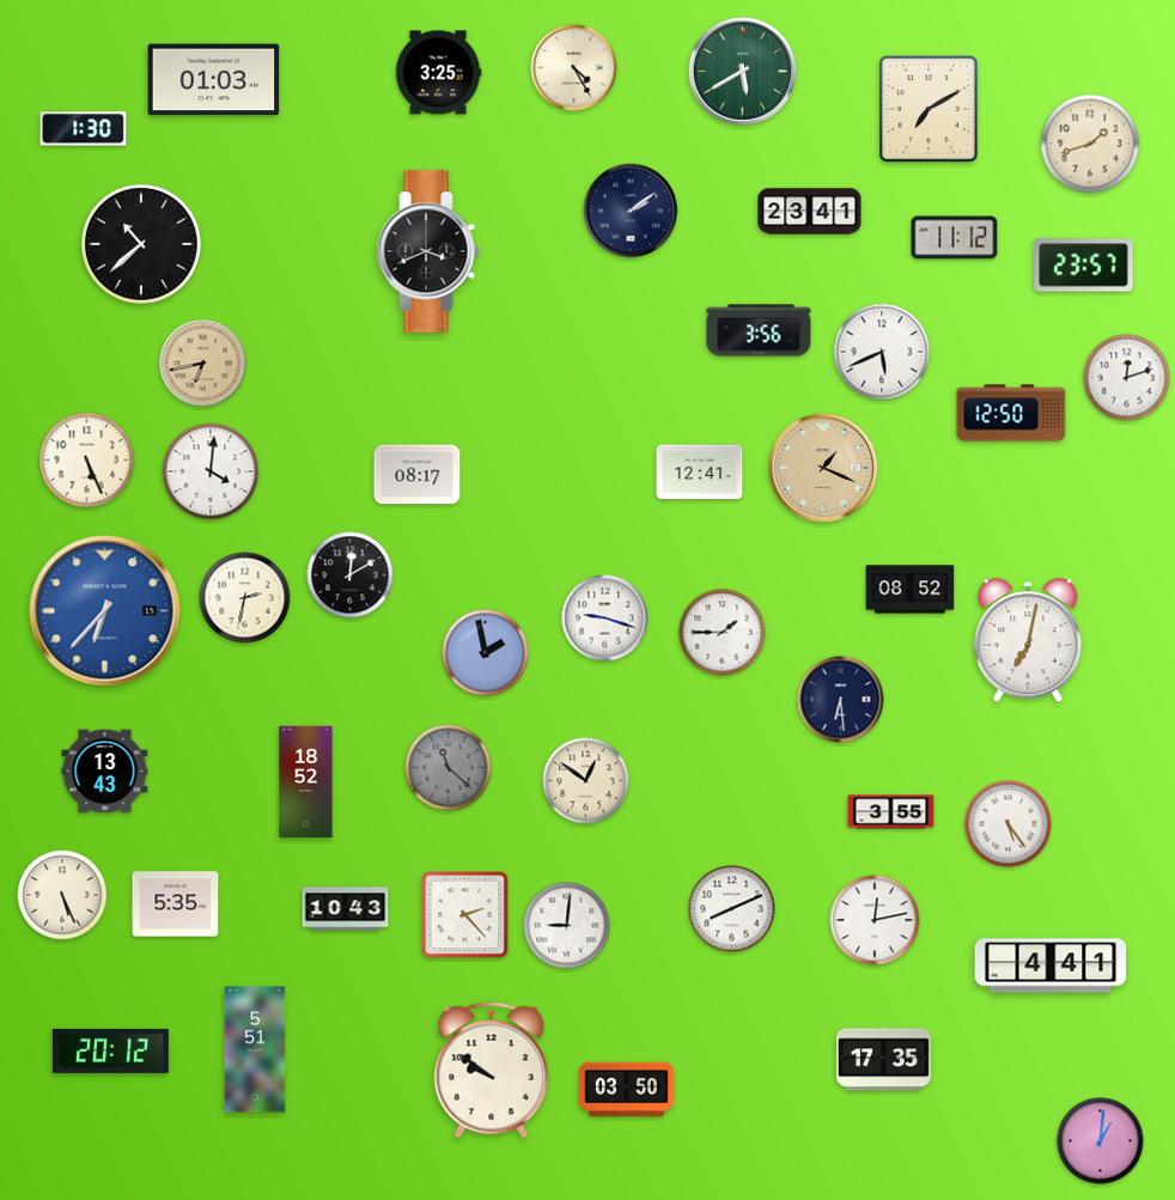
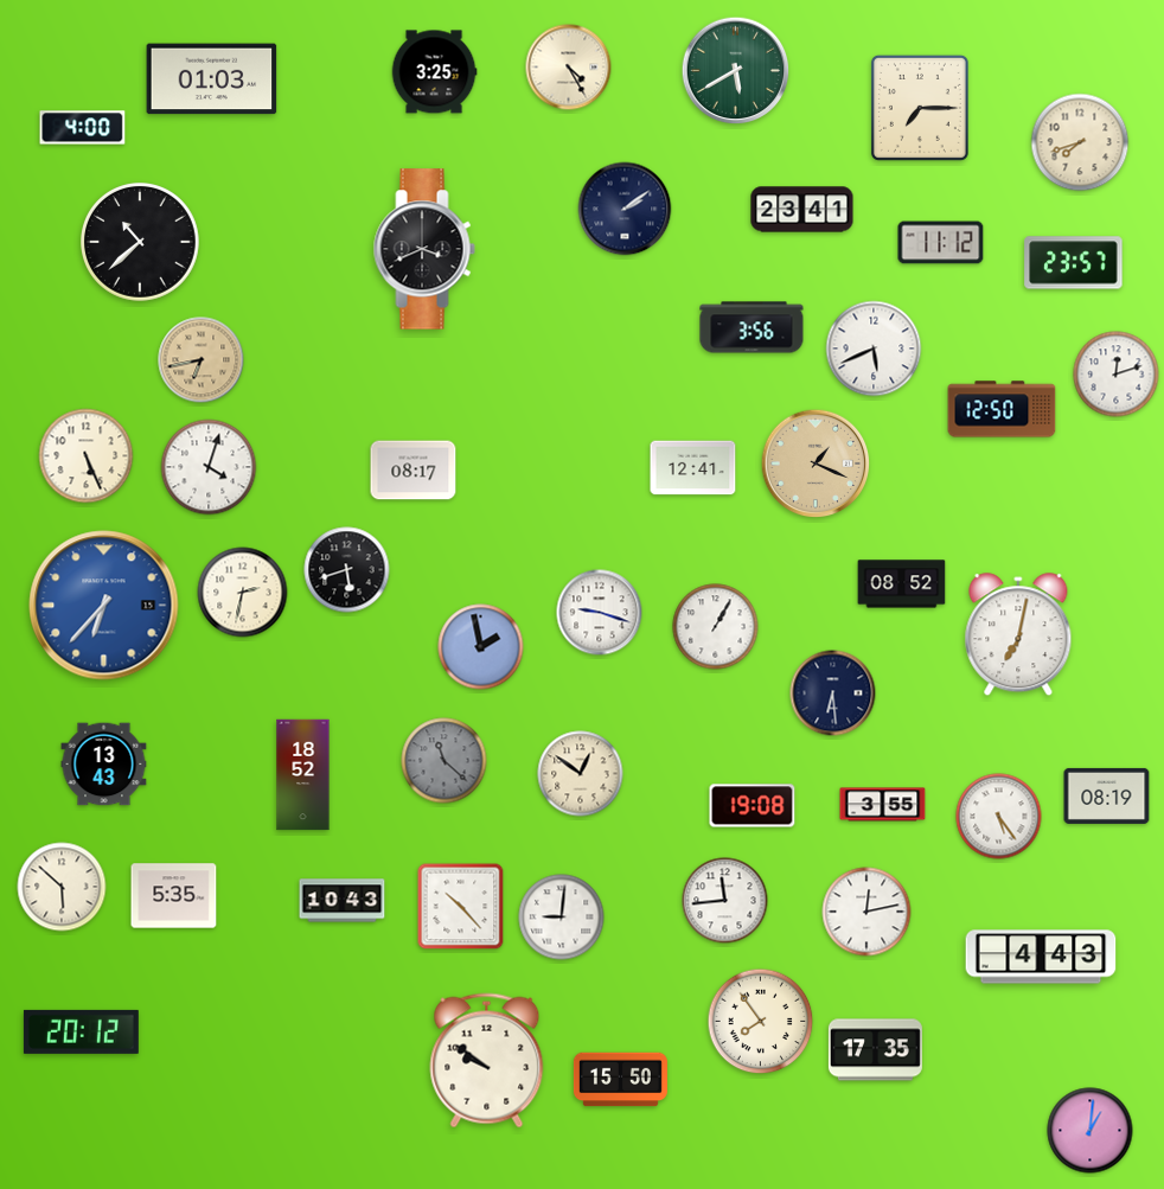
clock at (929, 109): 7:10 -> 7:15
clock at (84, 129): 1:30 -> 4:00
clock at (1090, 144): 1:42 -> 7:42
clock at (955, 238) position: (955, 238) -> (941, 243)
clock at (211, 471): 4:01 -> 4:03
clock at (351, 575): 12:10 -> 5:42
clock at (723, 633): 1:45 -> 1:05
clock at (1107, 795): none -> 08:19
clock at (753, 806): none -> 19:08
clock at (62, 895): 5:26 -> 5:52
clock at (732, 909): 8:11 -> 11:44
clock at (465, 915): 2:23 -> 10:23
clock at (1051, 966): 4:41 -> 4:43
clock at (761, 1022): none -> 7:54
clock at (255, 1049): 5:51 -> none
clock at (110, 1050) position: (110, 1050) -> (81, 1031)
clock at (626, 1090): 03:50 -> 15:50
